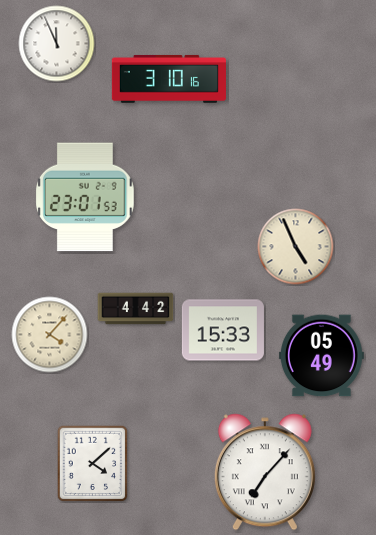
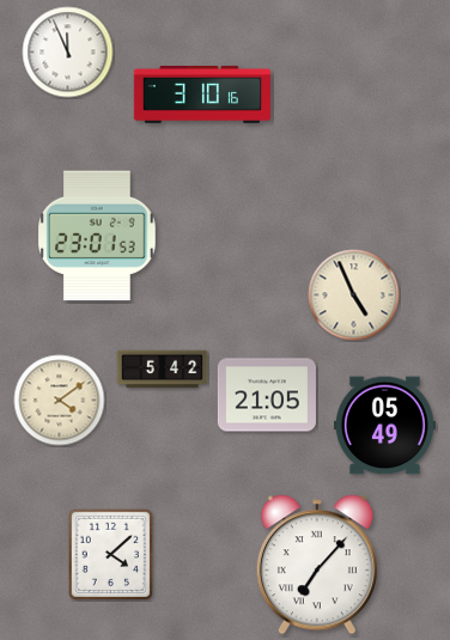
clock at (86, 197) position: (86, 197) -> (98, 236)
clock at (136, 309): 4:42 -> 5:42
clock at (223, 330): 15:33 -> 21:05
clock at (50, 335): 4:07 -> 4:09
